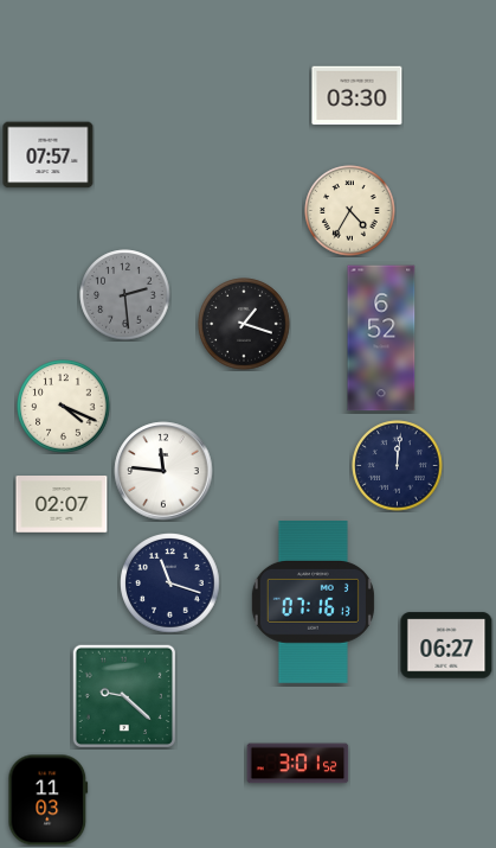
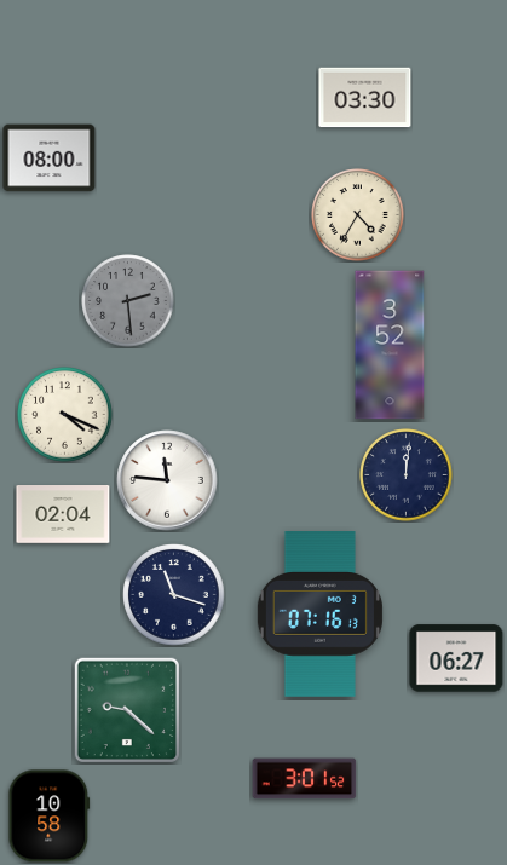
clock at (49, 155): 07:57 -> 08:00
clock at (244, 324): 1:18 -> none
clock at (381, 338): 6:52 -> 3:52
clock at (62, 505): 02:07 -> 02:04
clock at (49, 801): 11:03 -> 10:58
